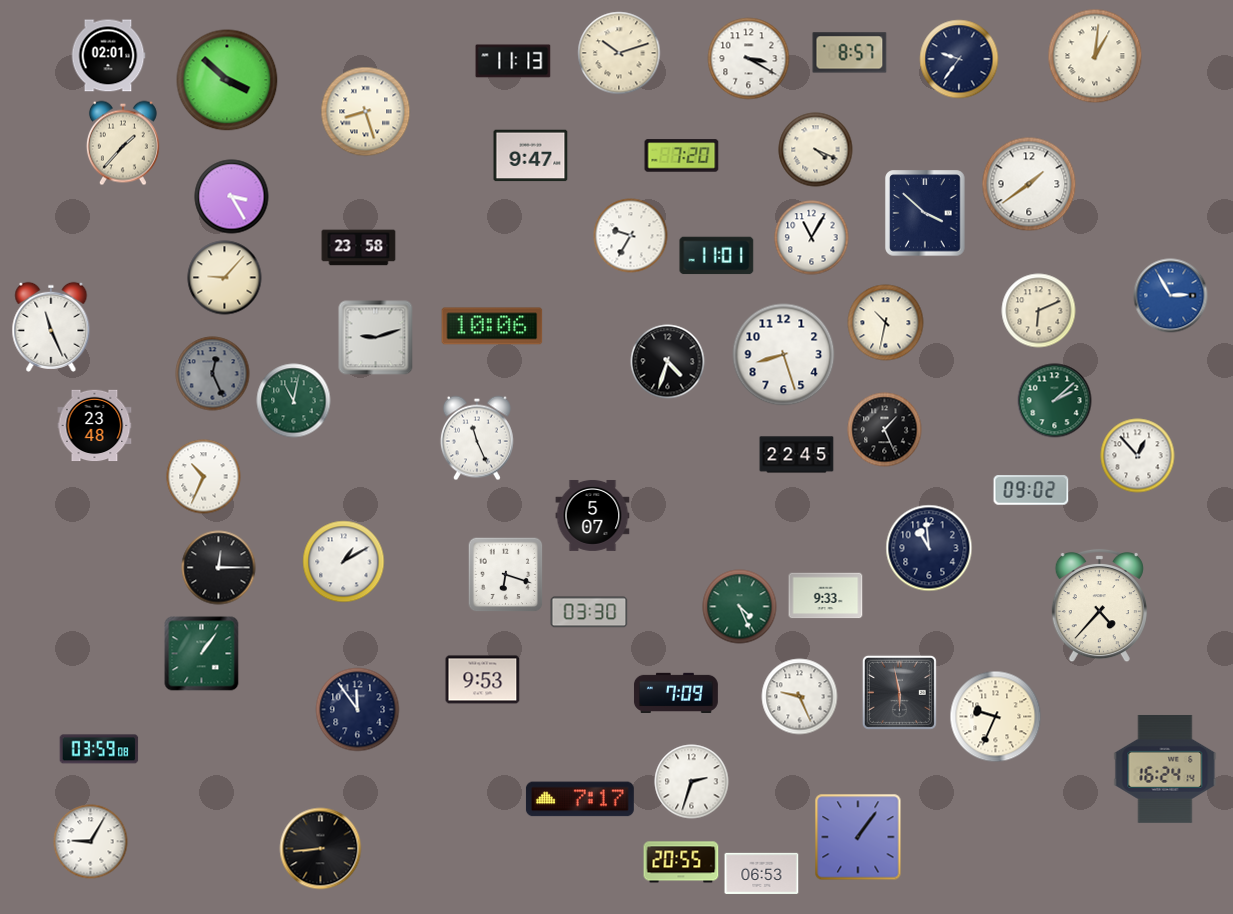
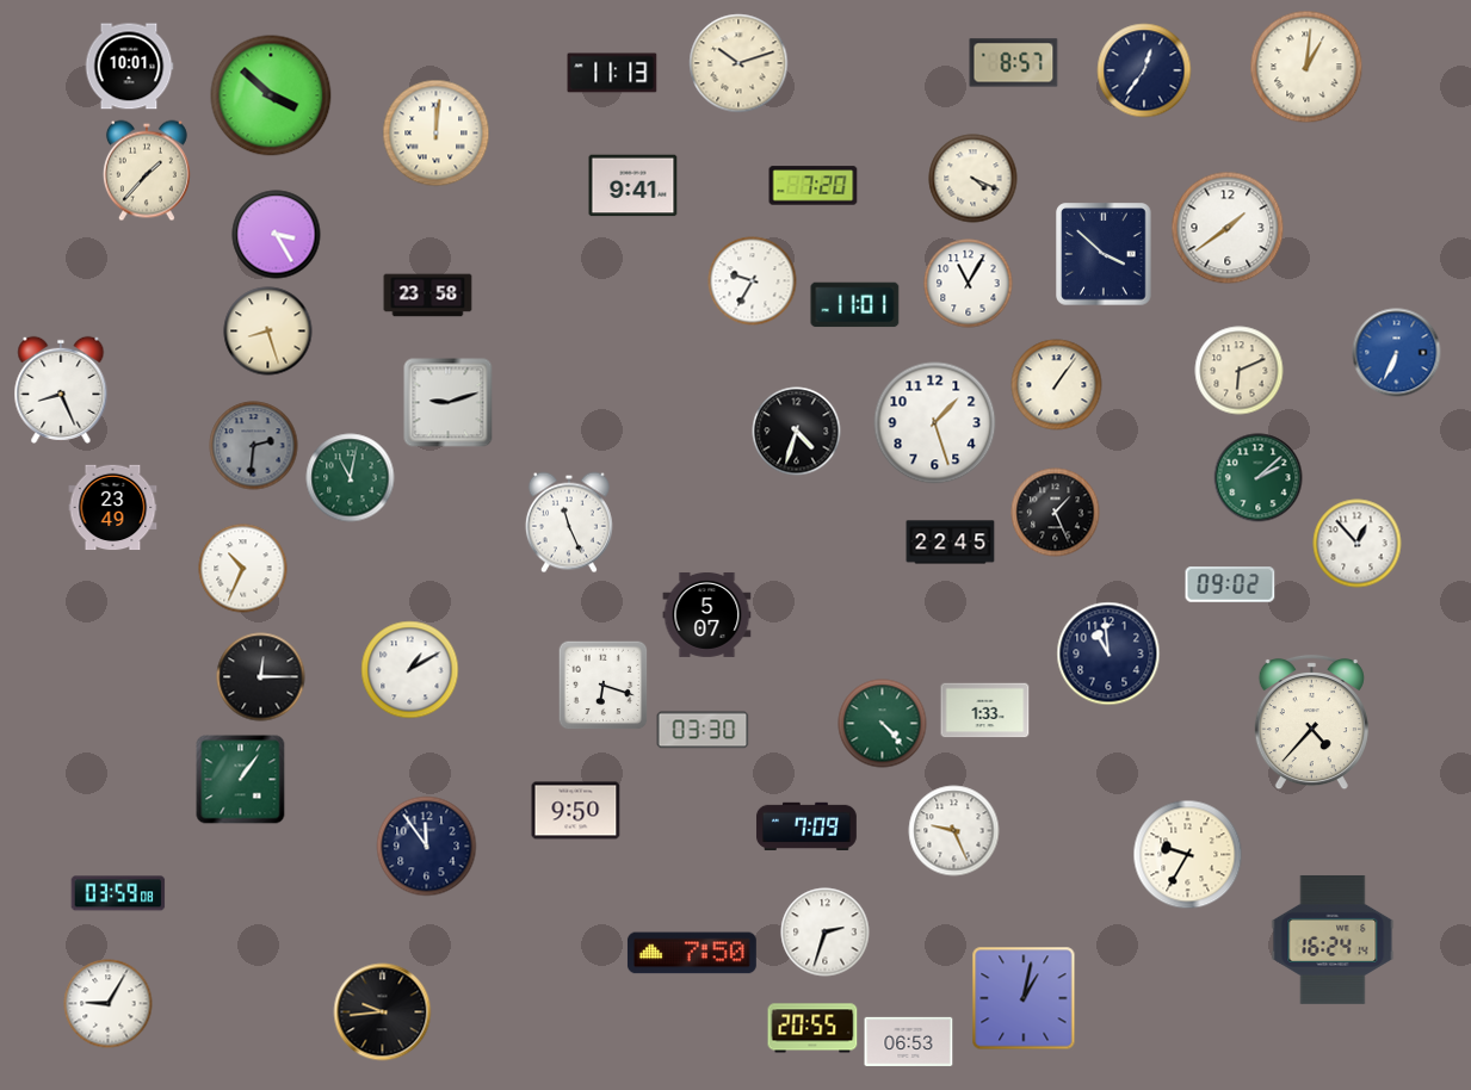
clock at (108, 56): 02:01 -> 10:01
clock at (749, 59): 3:20 -> none
clock at (959, 59): 9:36 -> 12:36
clock at (366, 112): 8:27 -> 12:01
clock at (531, 156): 9:47 -> 9:41
clock at (1029, 184) position: (1029, 184) -> (1228, 228)
clock at (225, 278): 9:07 -> 8:27
clock at (1171, 296): 2:55 -> 6:34
clock at (886, 323): 10:32 -> 1:06
clock at (492, 326): 10:06 -> none
clock at (51, 327): 11:26 -> 8:26
clock at (784, 355): 8:27 -> 1:27
clock at (213, 374): 12:26 -> 2:31
clock at (95, 426): 23:48 -> 23:49
clock at (826, 596): 9:33 -> 1:33
clock at (740, 607): 4:26 -> 4:23
clock at (483, 680): 9:53 -> 9:50
clock at (899, 692): 5:58 -> none
clock at (996, 717): 9:34 -> 9:35
clock at (1165, 769) position: (1165, 769) -> (1333, 940)
clock at (580, 799): 7:17 -> 7:50
clock at (858, 837): 1:06 -> 1:02
clock at (321, 849): 8:44 -> 9:44
